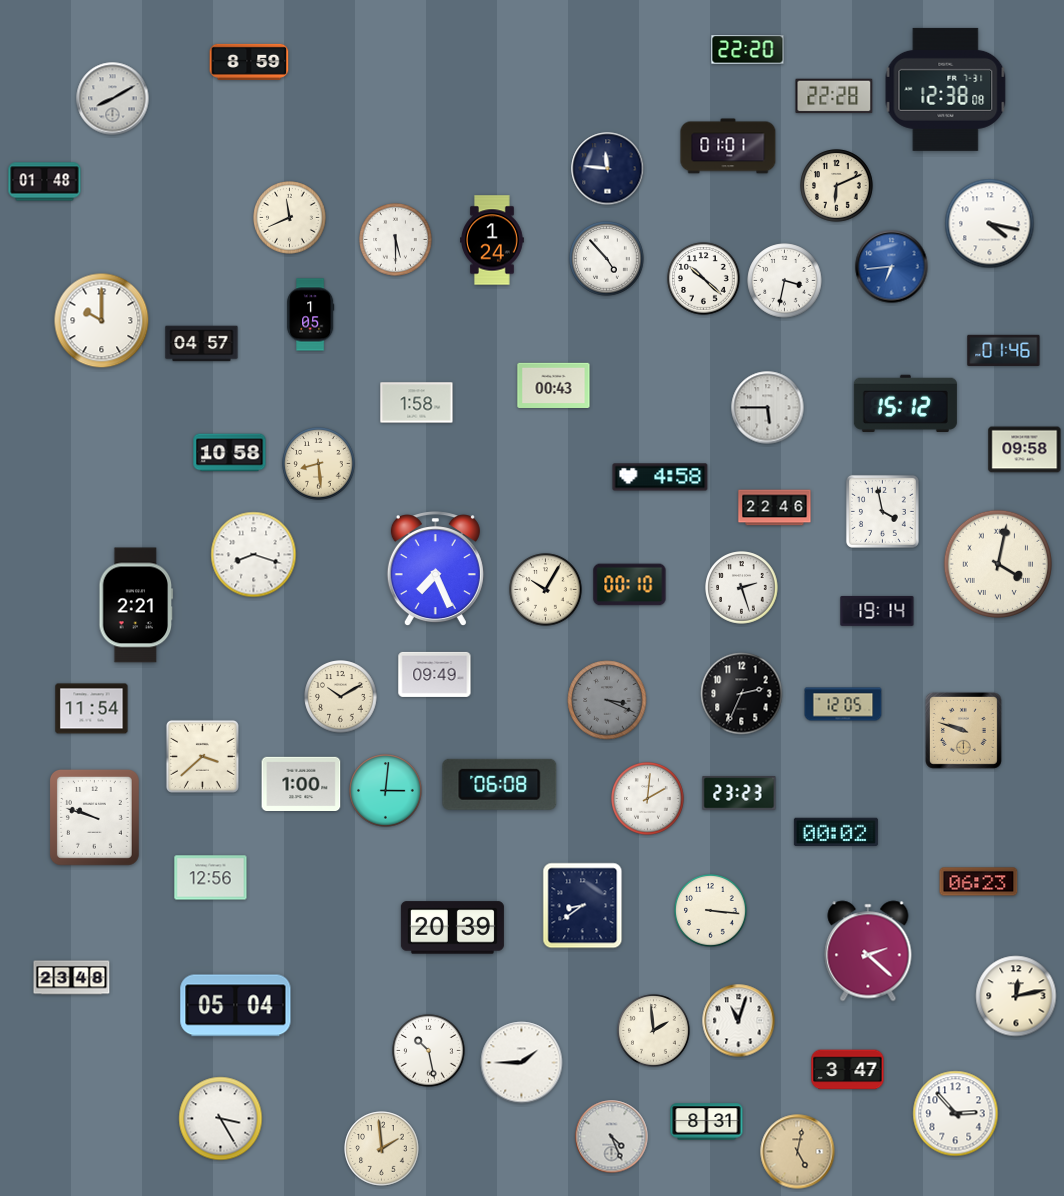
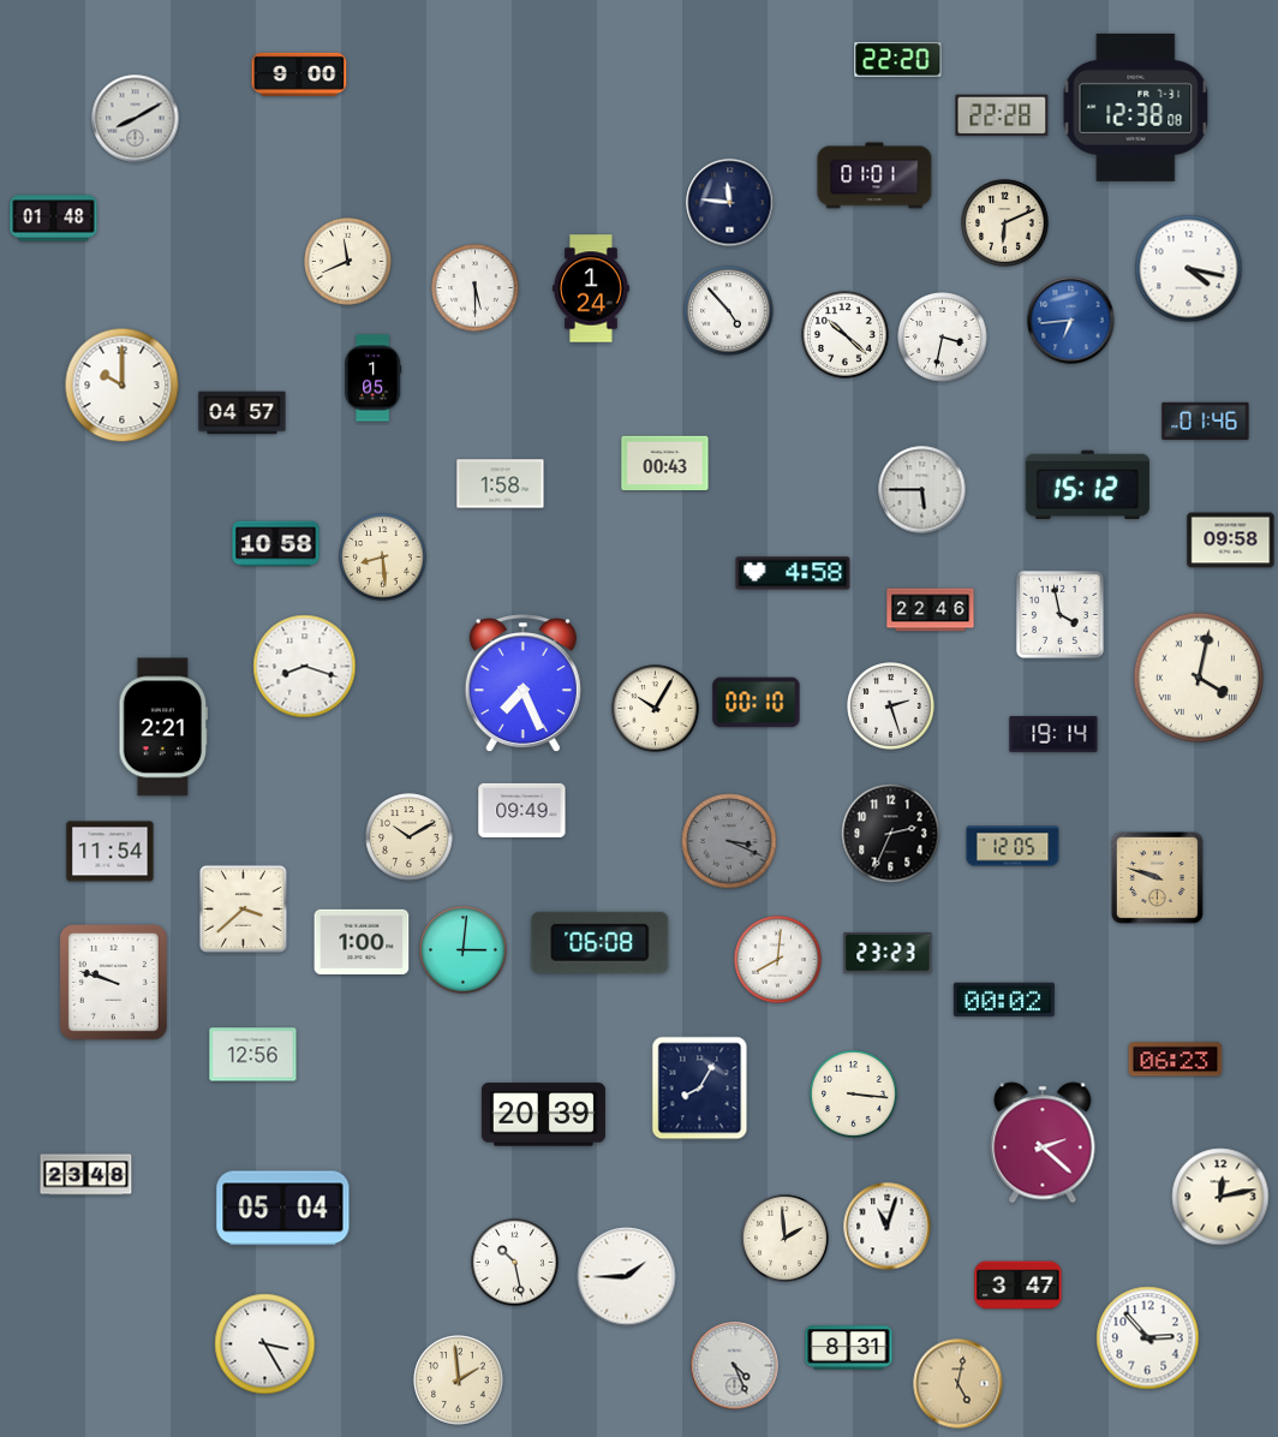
clock at (249, 62): 8:59 -> 9:00
clock at (648, 799): 2:01 -> 8:01
clock at (583, 906): 8:39 -> 8:05
